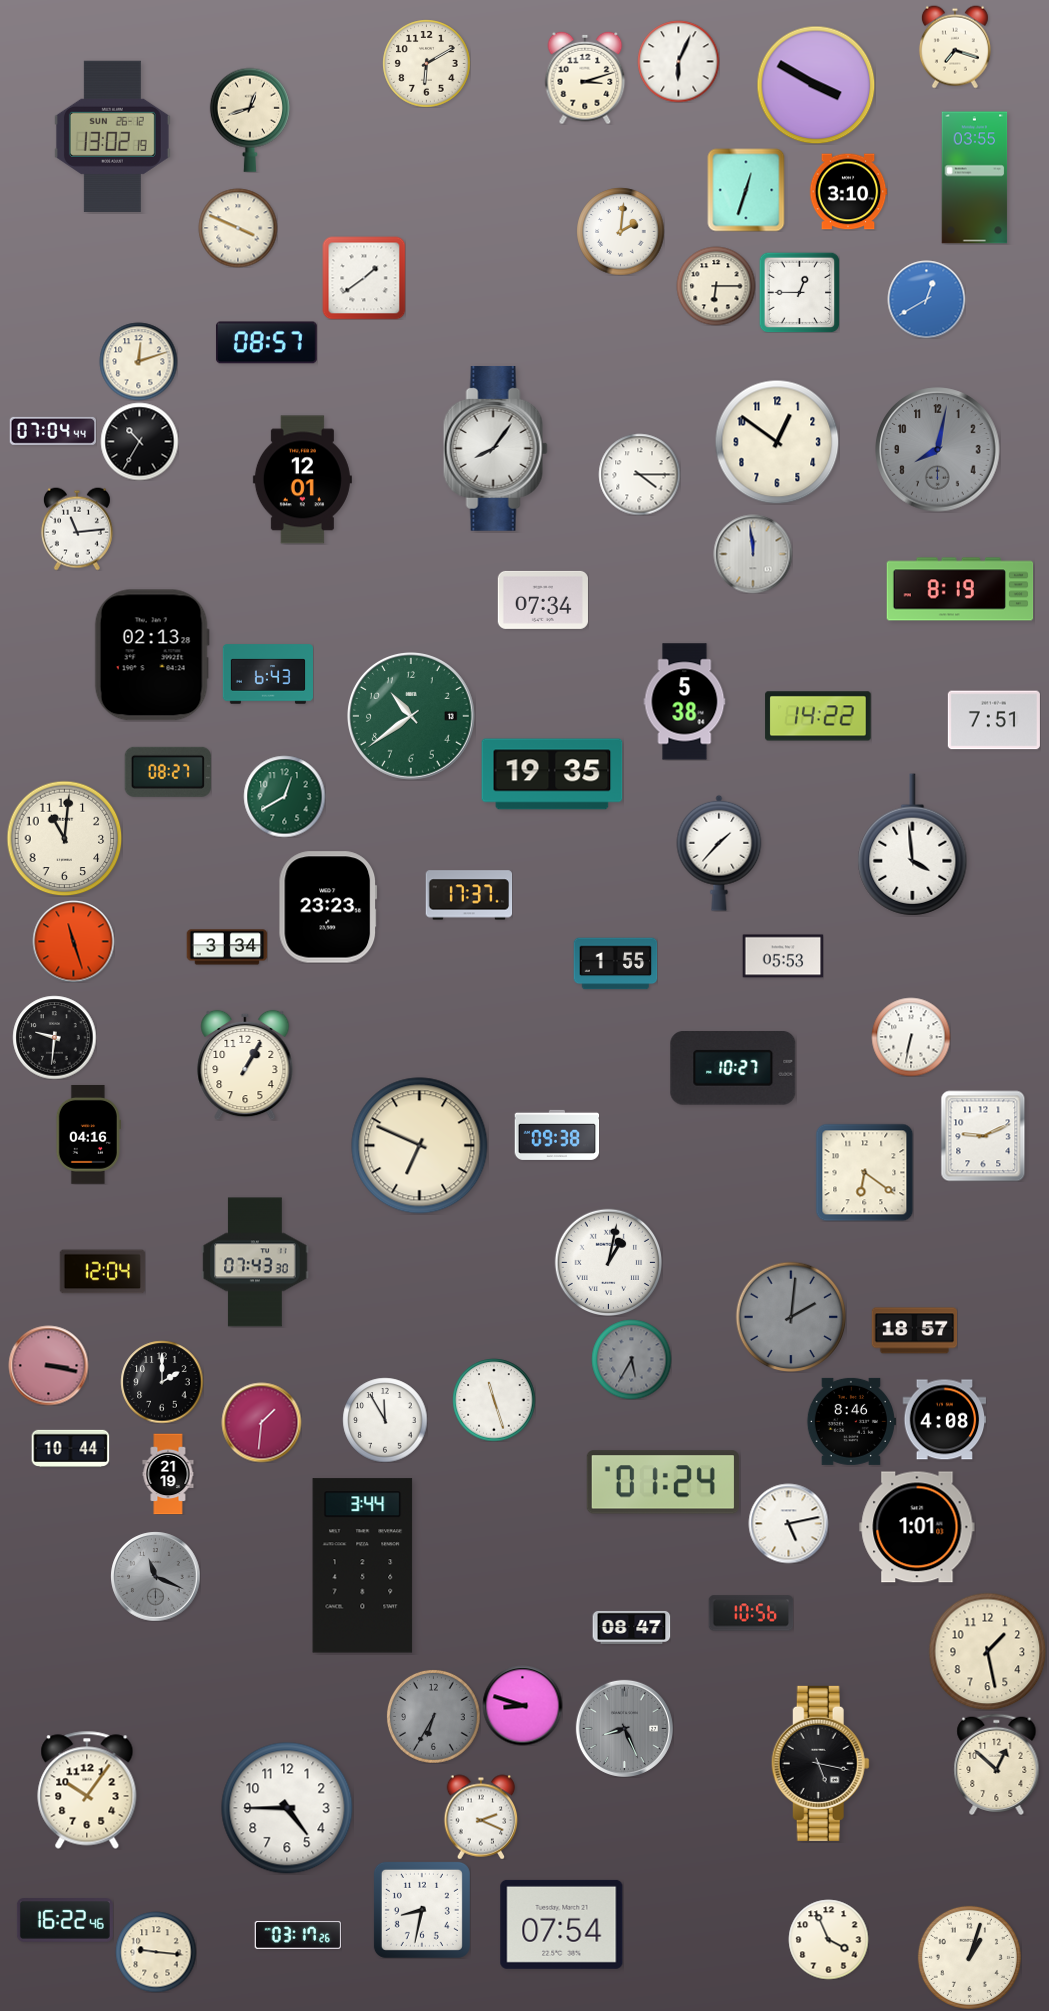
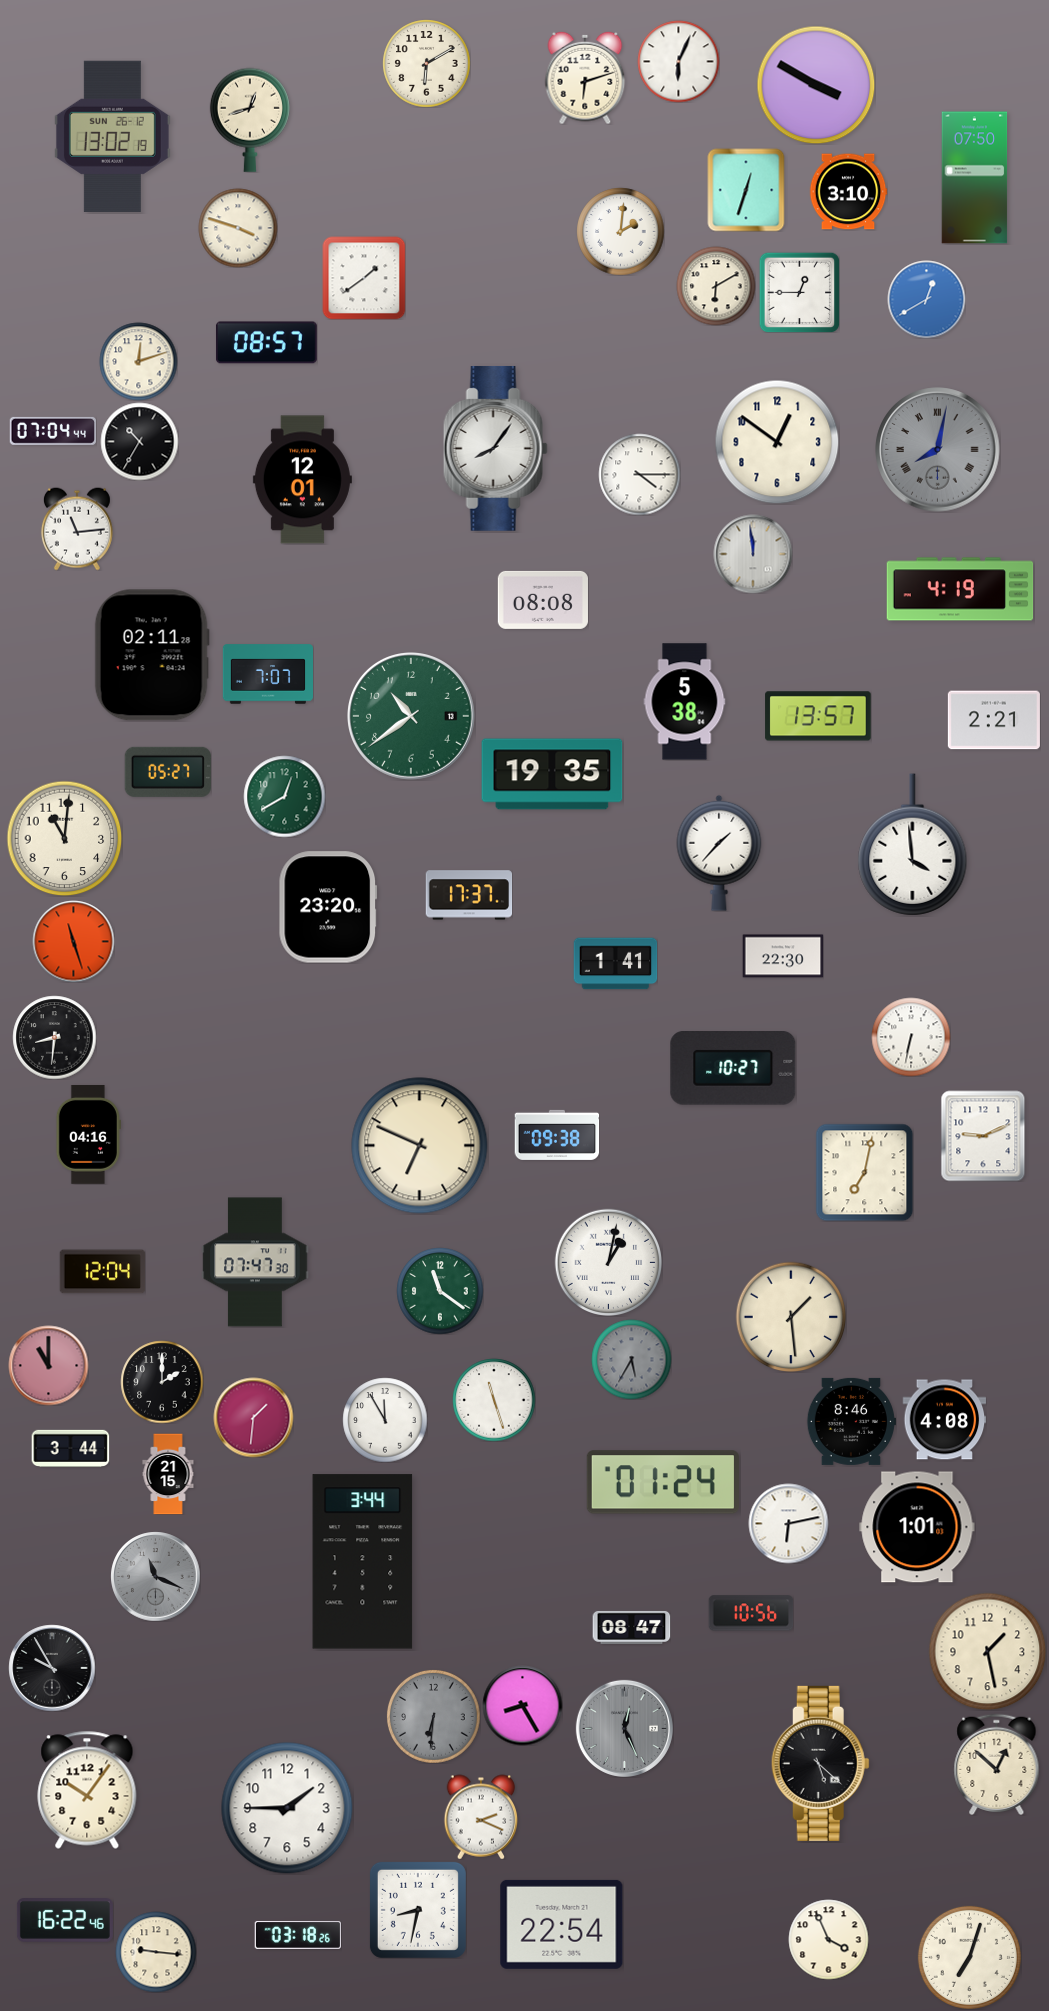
clock at (955, 47): 7:18 -> none
clock at (585, 78): 3:12 -> 6:12
clock at (975, 178): 03:55 -> 07:50
clock at (238, 228): 3:49 -> 3:48
clock at (716, 286): 6:15 -> 6:10
clock at (938, 450) numerals: Arabic -> Roman
clock at (960, 589): 8:19 -> 4:19
clock at (543, 600): 07:34 -> 08:08
clock at (152, 655): 02:13 -> 02:11
clock at (267, 674): 6:43 -> 7:07
clock at (818, 716): 14:22 -> 13:57
clock at (994, 720): 7:51 -> 2:21
clock at (167, 772): 08:27 -> 05:27
clock at (328, 907): 23:23 -> 23:20
clock at (227, 947): 3:34 -> none
clock at (783, 956): 05:53 -> 22:30
clock at (615, 964): 1:55 -> 1:41
clock at (54, 1037): 9:31 -> 8:31
clock at (245, 1065): 1:05 -> none
clock at (864, 1172): 6:21 -> 7:02
clock at (255, 1262): 07:43 -> 07:47
clock at (440, 1291): none -> 11:21
clock at (791, 1317): 2:01 -> 1:29
clock at (791, 1317) dial: grey -> cream
clock at (914, 1331): 18:57 -> none
clock at (48, 1365): 3:17 -> 11:00
clock at (261, 1422) position: (261, 1422) -> (253, 1417)
clock at (70, 1448): 10:44 -> 3:44
clock at (168, 1474): 21:19 -> 21:15
clock at (788, 1523): 5:13 -> 6:13
clock at (363, 1566) position: (363, 1566) -> (363, 1562)
clock at (52, 1668): none -> 9:55
clock at (522, 1705): 8:48 -> 8:25
clock at (433, 1716): 6:35 -> 6:31
clock at (624, 1728): 8:26 -> 12:26
clock at (820, 1763): 5:17 -> 5:22
clock at (287, 1808): 4:45 -> 1:45
clock at (422, 1910) position: (422, 1910) -> (418, 1910)
clock at (562, 1924): 07:54 -> 22:54
clock at (297, 1935): 03:17 -> 03:18
clock at (969, 1957): 1:03 -> 7:03
